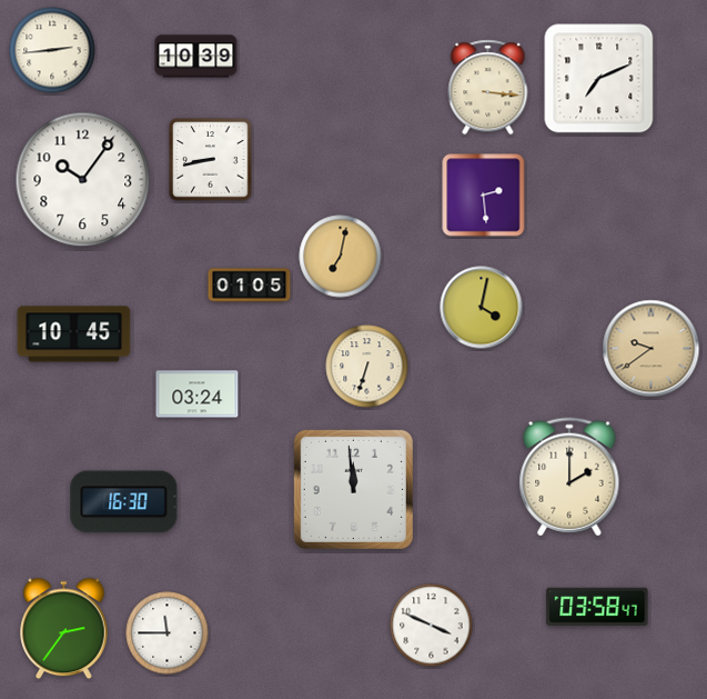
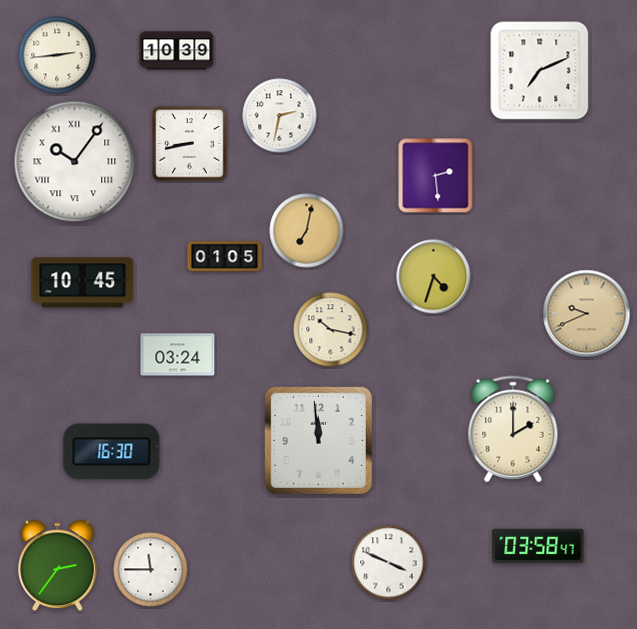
clock at (52, 50) position: (52, 50) -> (57, 55)
clock at (488, 88): 3:16 -> none
clock at (280, 116): none -> 2:32
clock at (83, 180) numerals: Arabic -> Roman
clock at (482, 308): 4:02 -> 4:33
clock at (74, 334) position: (74, 334) -> (83, 283)
clock at (652, 349): 9:39 -> 9:41
clock at (367, 367): 6:33 -> 10:17
